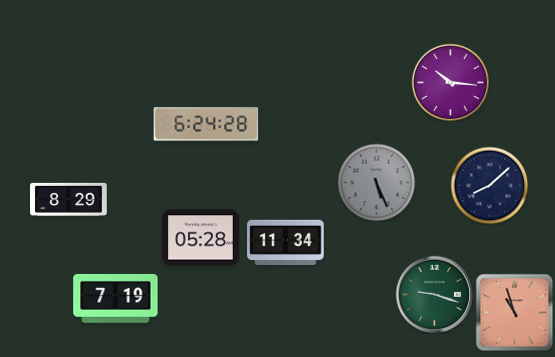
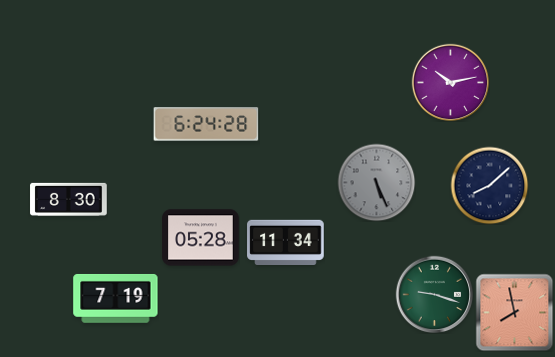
clock at (450, 82): 10:16 -> 10:13
clock at (69, 199): 8:29 -> 8:30
clock at (514, 312): 10:57 -> 7:58
